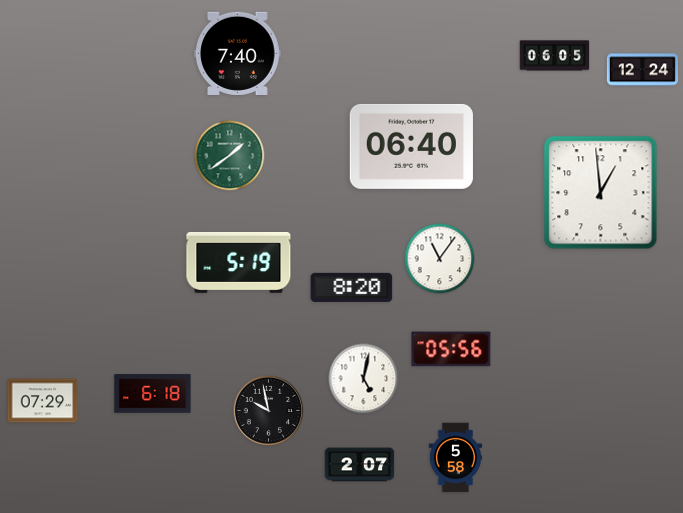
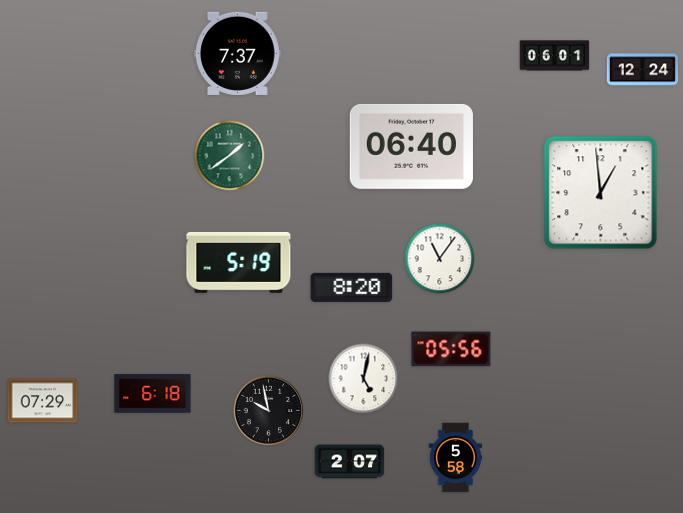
clock at (238, 53): 7:40 -> 7:37
clock at (555, 56): 06:05 -> 06:01
clock at (360, 465) position: (360, 465) -> (350, 462)
